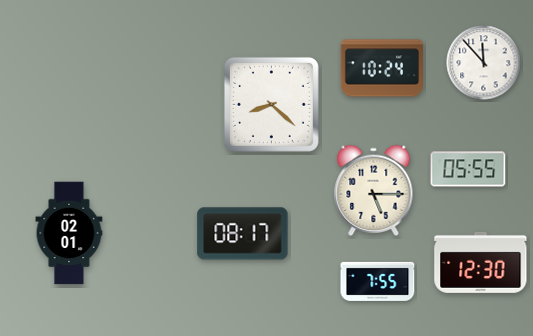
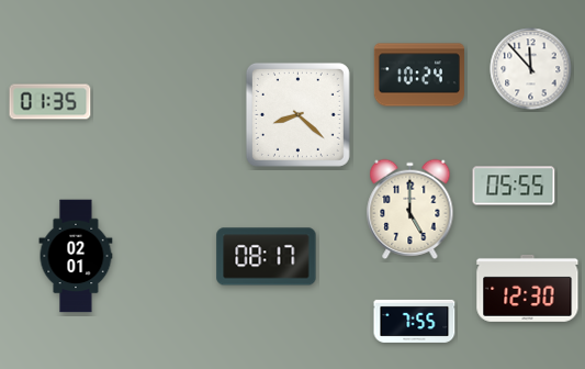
clock at (50, 102): none -> 01:35
clock at (374, 190): 5:15 -> 5:00
clock at (378, 281) position: (378, 281) -> (415, 321)
